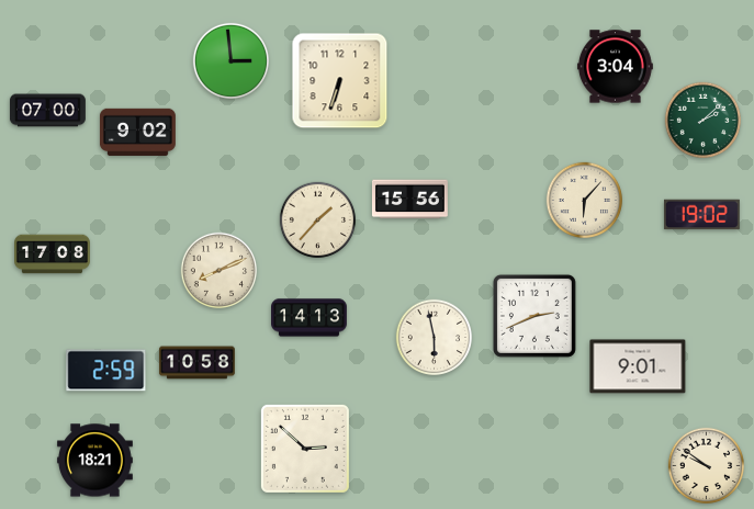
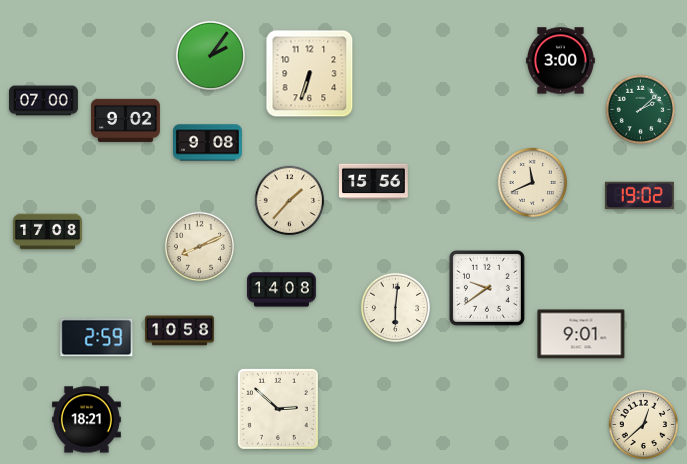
clock at (232, 61): 2:59 -> 2:06
clock at (615, 67): 3:04 -> 3:00
clock at (208, 143): none -> 9:08
clock at (585, 201): 6:07 -> 11:41
clock at (534, 316): 2:41 -> 9:39
clock at (310, 318): 14:13 -> 14:08
clock at (435, 338): 5:58 -> 6:01
clock at (707, 466): 9:51 -> 12:38
